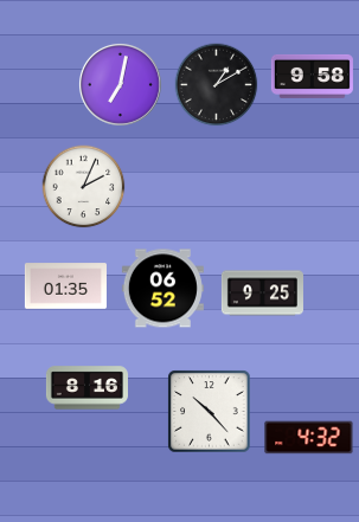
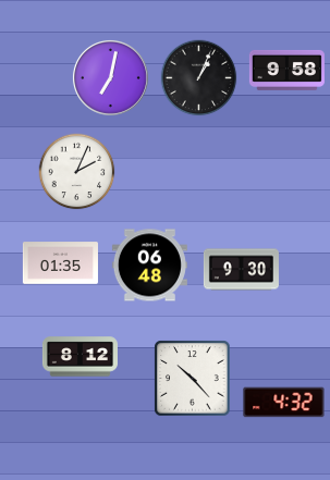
clock at (217, 85): 1:10 -> 1:04
clock at (162, 289): 06:52 -> 06:48
clock at (262, 294): 9:25 -> 9:30
clock at (86, 388): 8:16 -> 8:12
